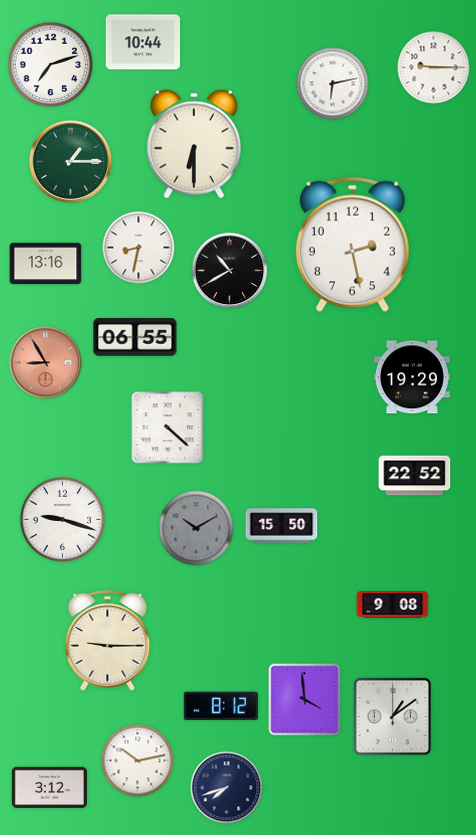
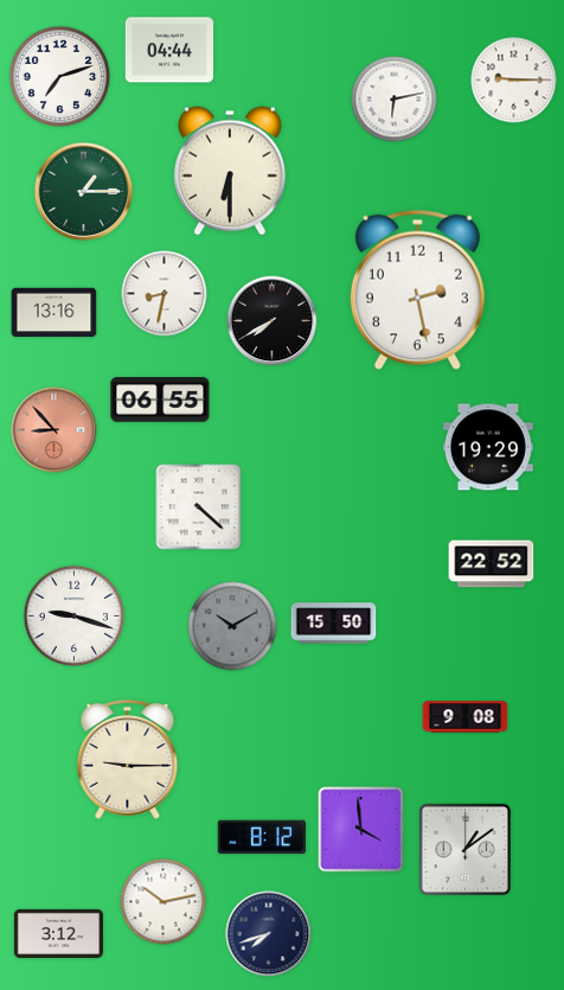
clock at (143, 42): 10:44 -> 04:44
clock at (230, 271): 10:40 -> 7:40
clock at (46, 363): 8:55 -> 8:53
